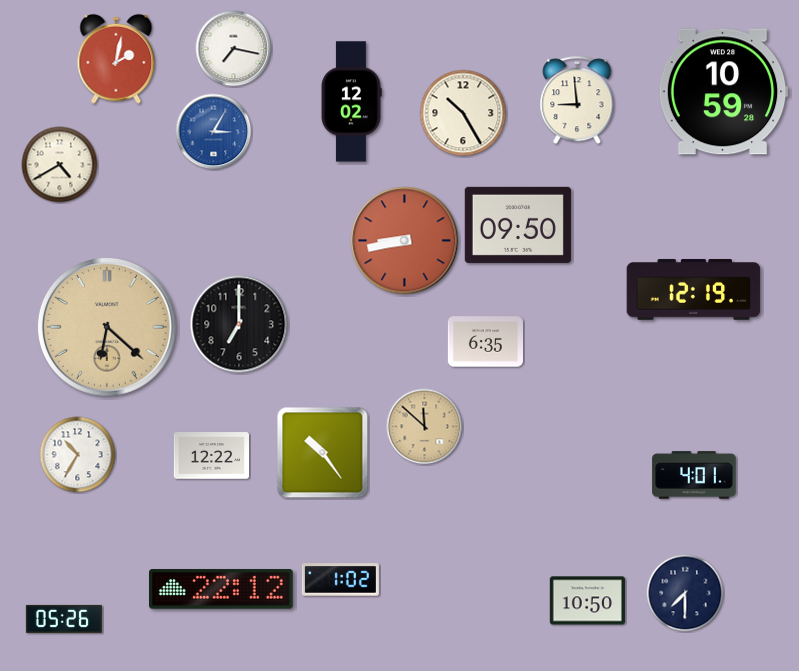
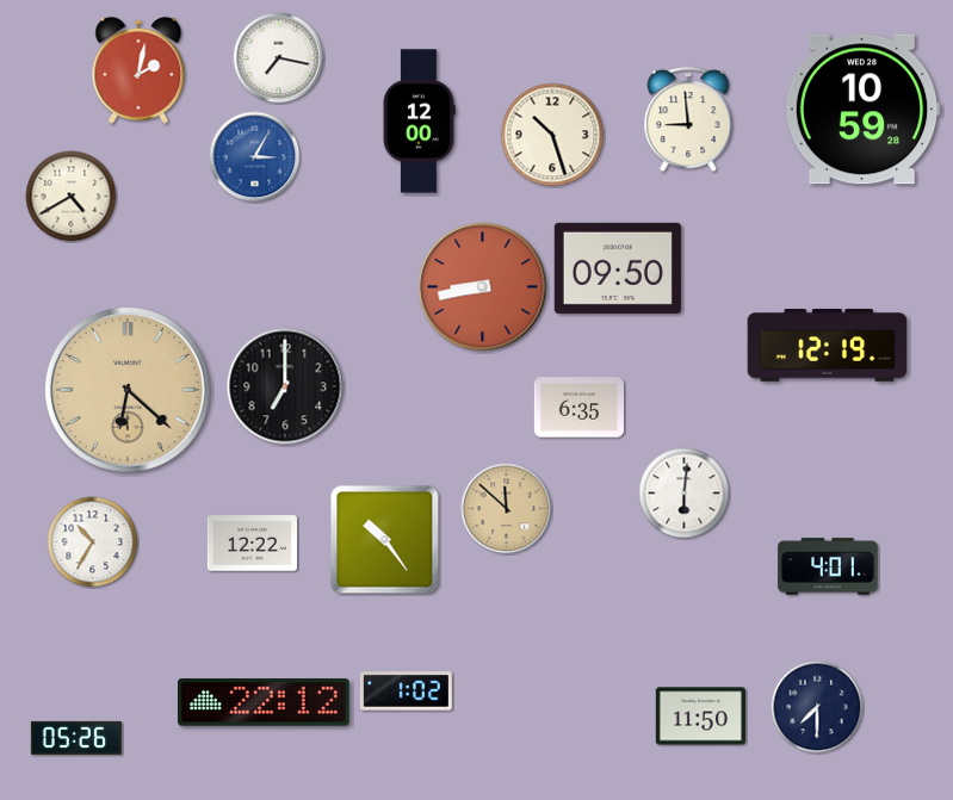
clock at (351, 102): 12:02 -> 12:00
clock at (463, 113): 10:25 -> 10:27
clock at (685, 494): none -> 6:01
clock at (587, 601): 10:50 -> 11:50
